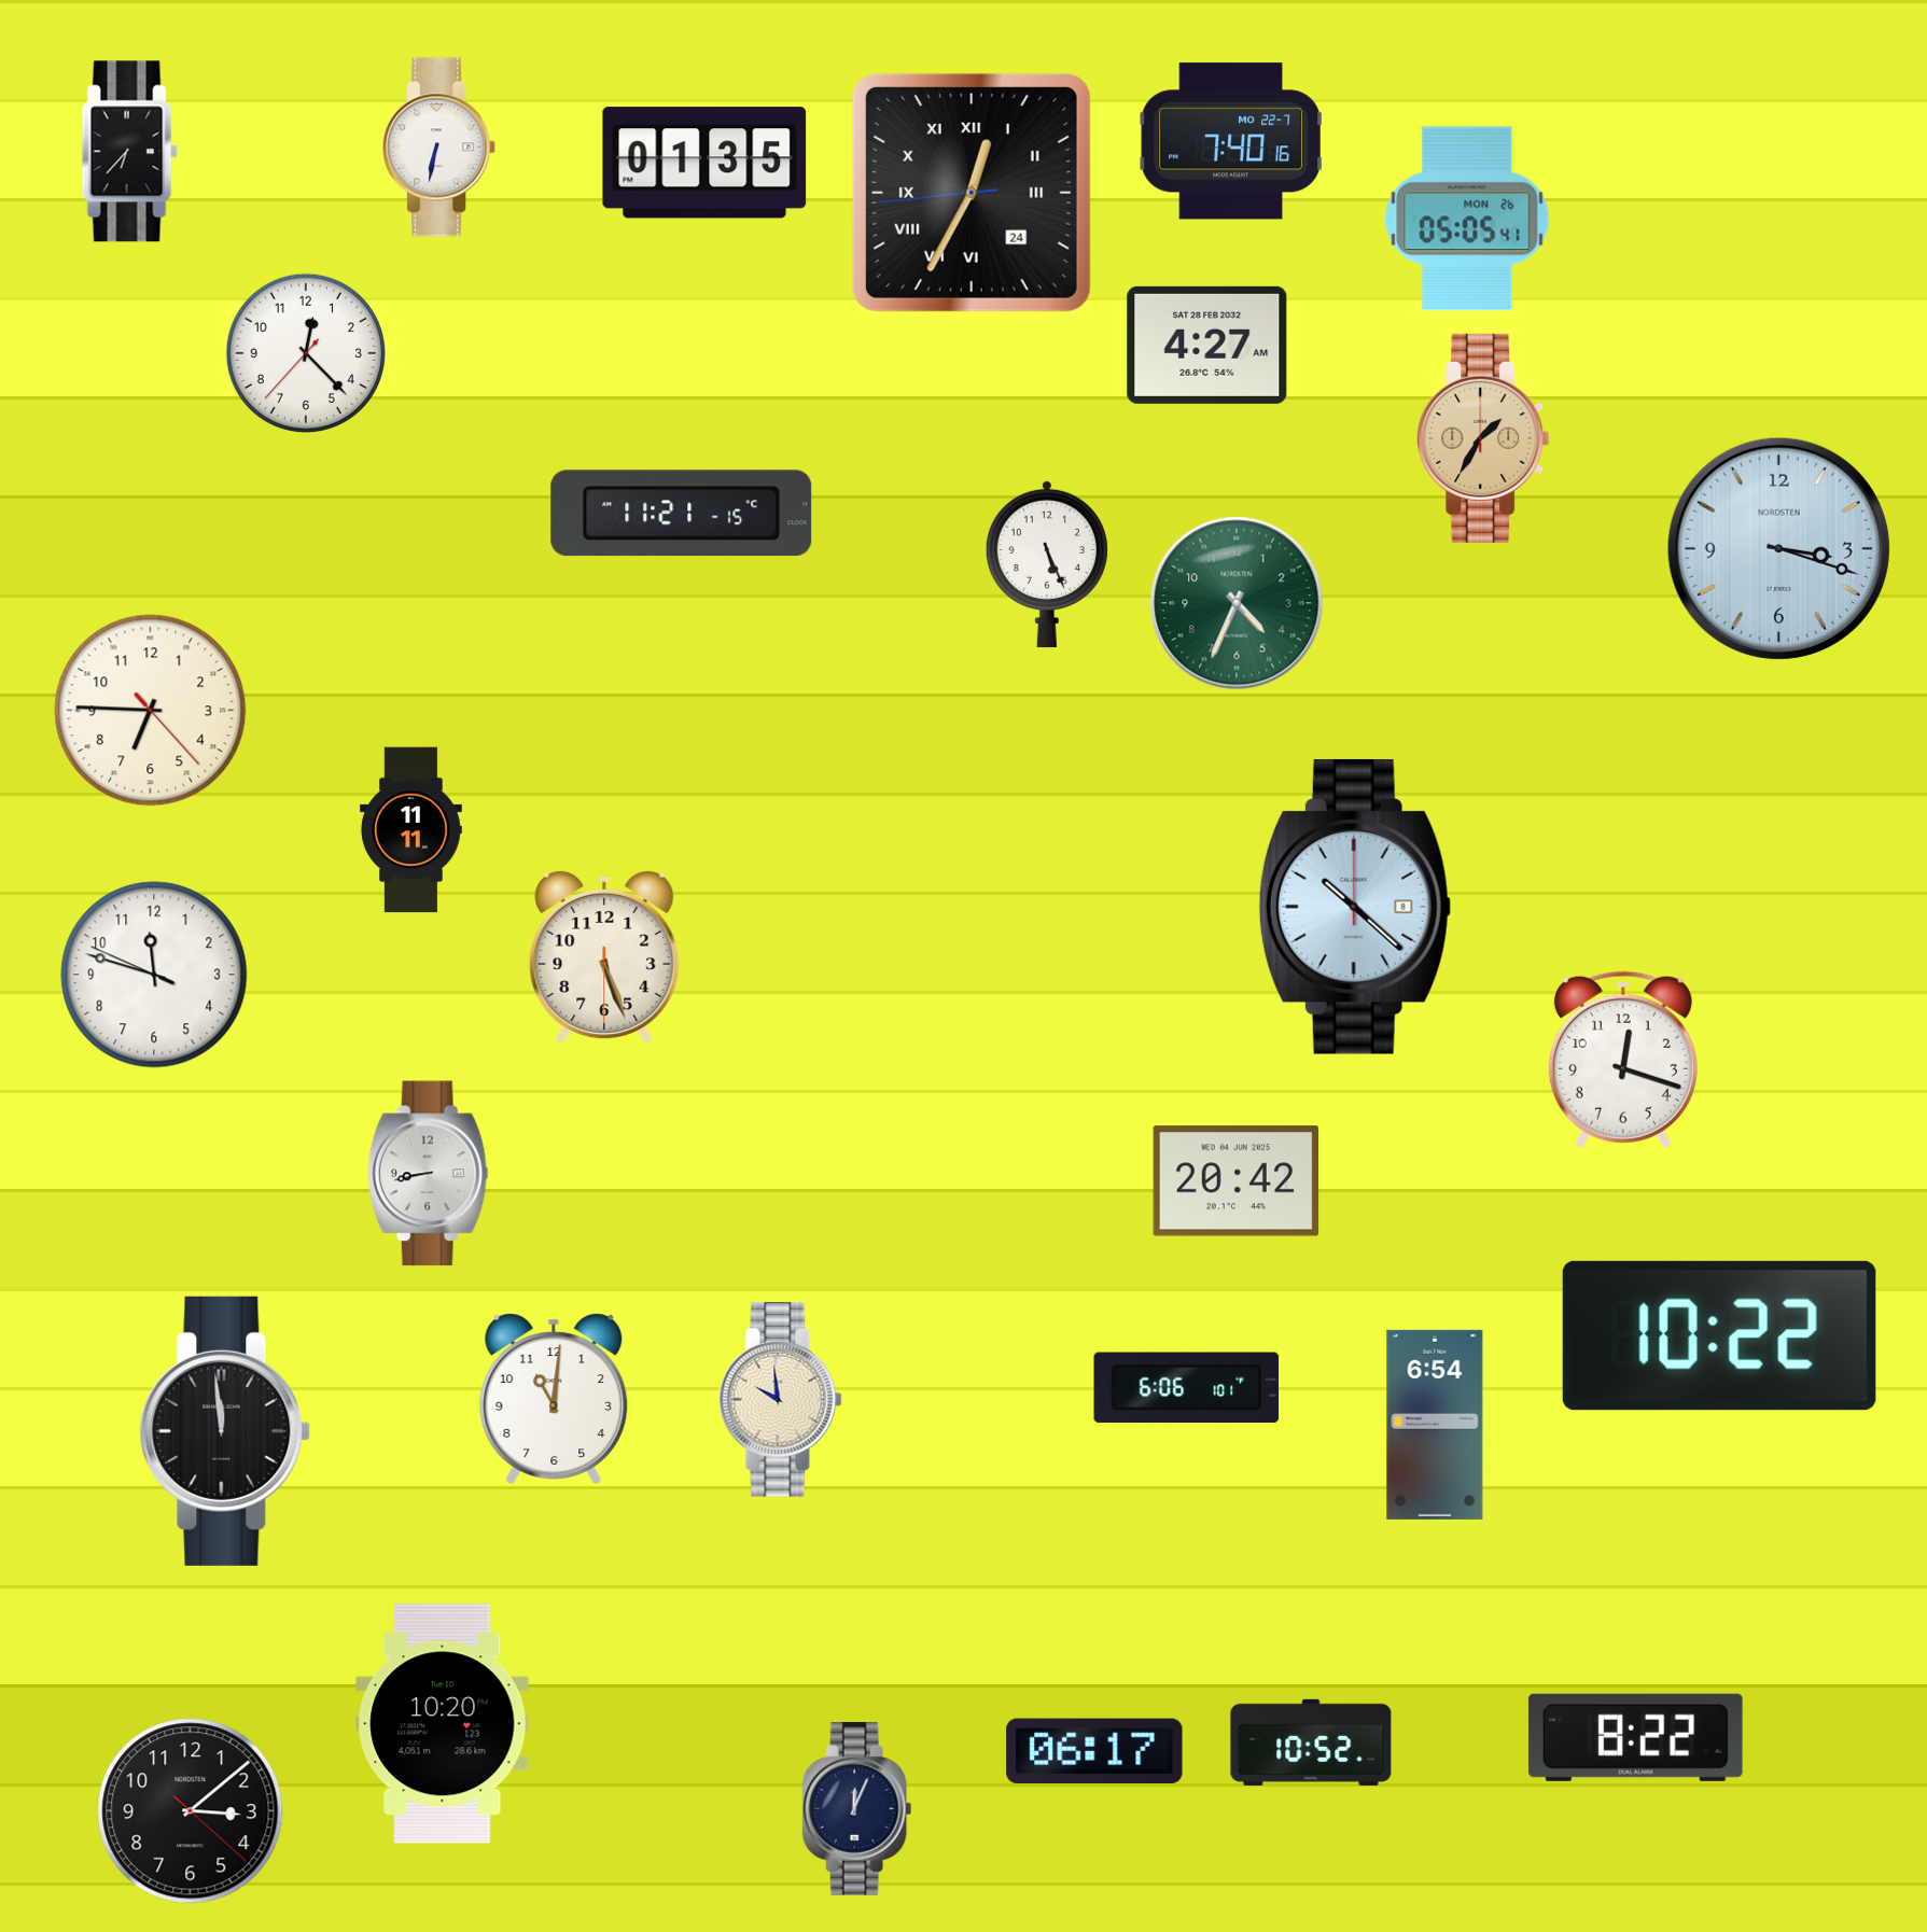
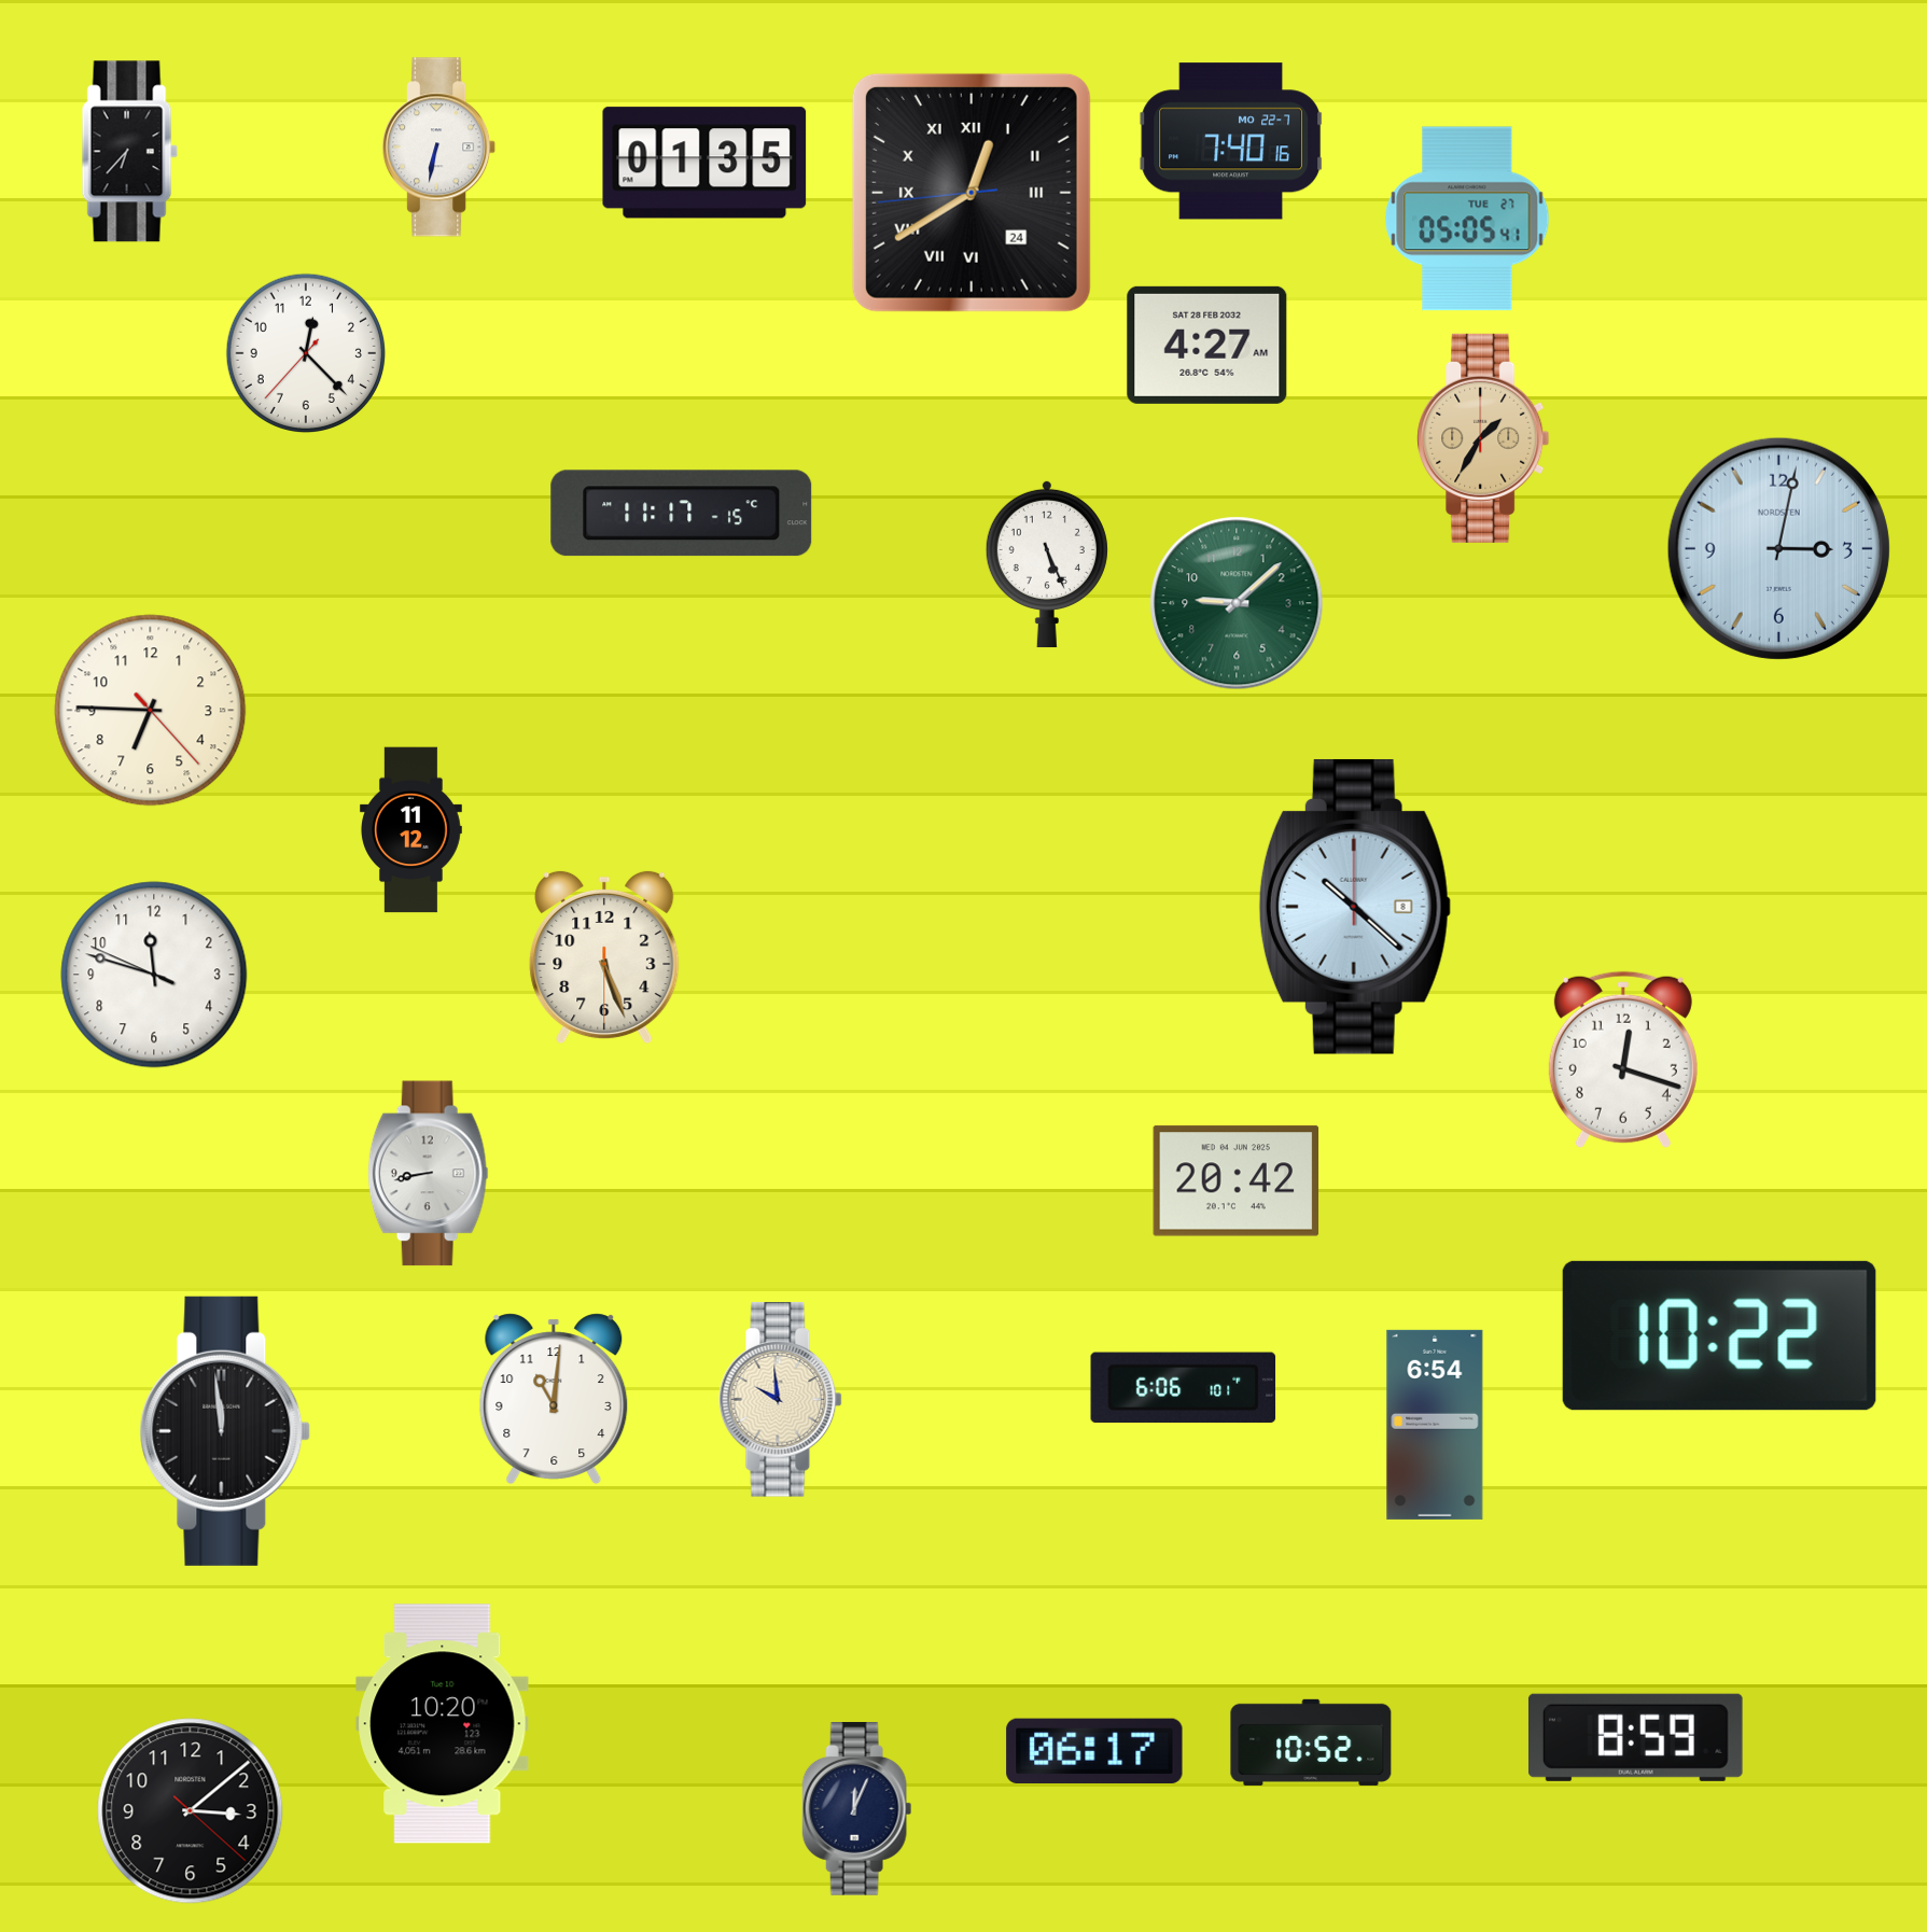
clock at (972, 193): 12:34 -> 12:39
clock at (1467, 219) date: MON 26 -> TUE 27
clock at (682, 514): 11:21 -> 11:17
clock at (1778, 548): 3:18 -> 3:02
clock at (1237, 603): 4:34 -> 9:08
clock at (411, 830): 11:11 -> 11:12
clock at (1187, 1388) position: (1187, 1388) -> (1184, 1388)
clock at (1635, 1737): 8:22 -> 8:59
